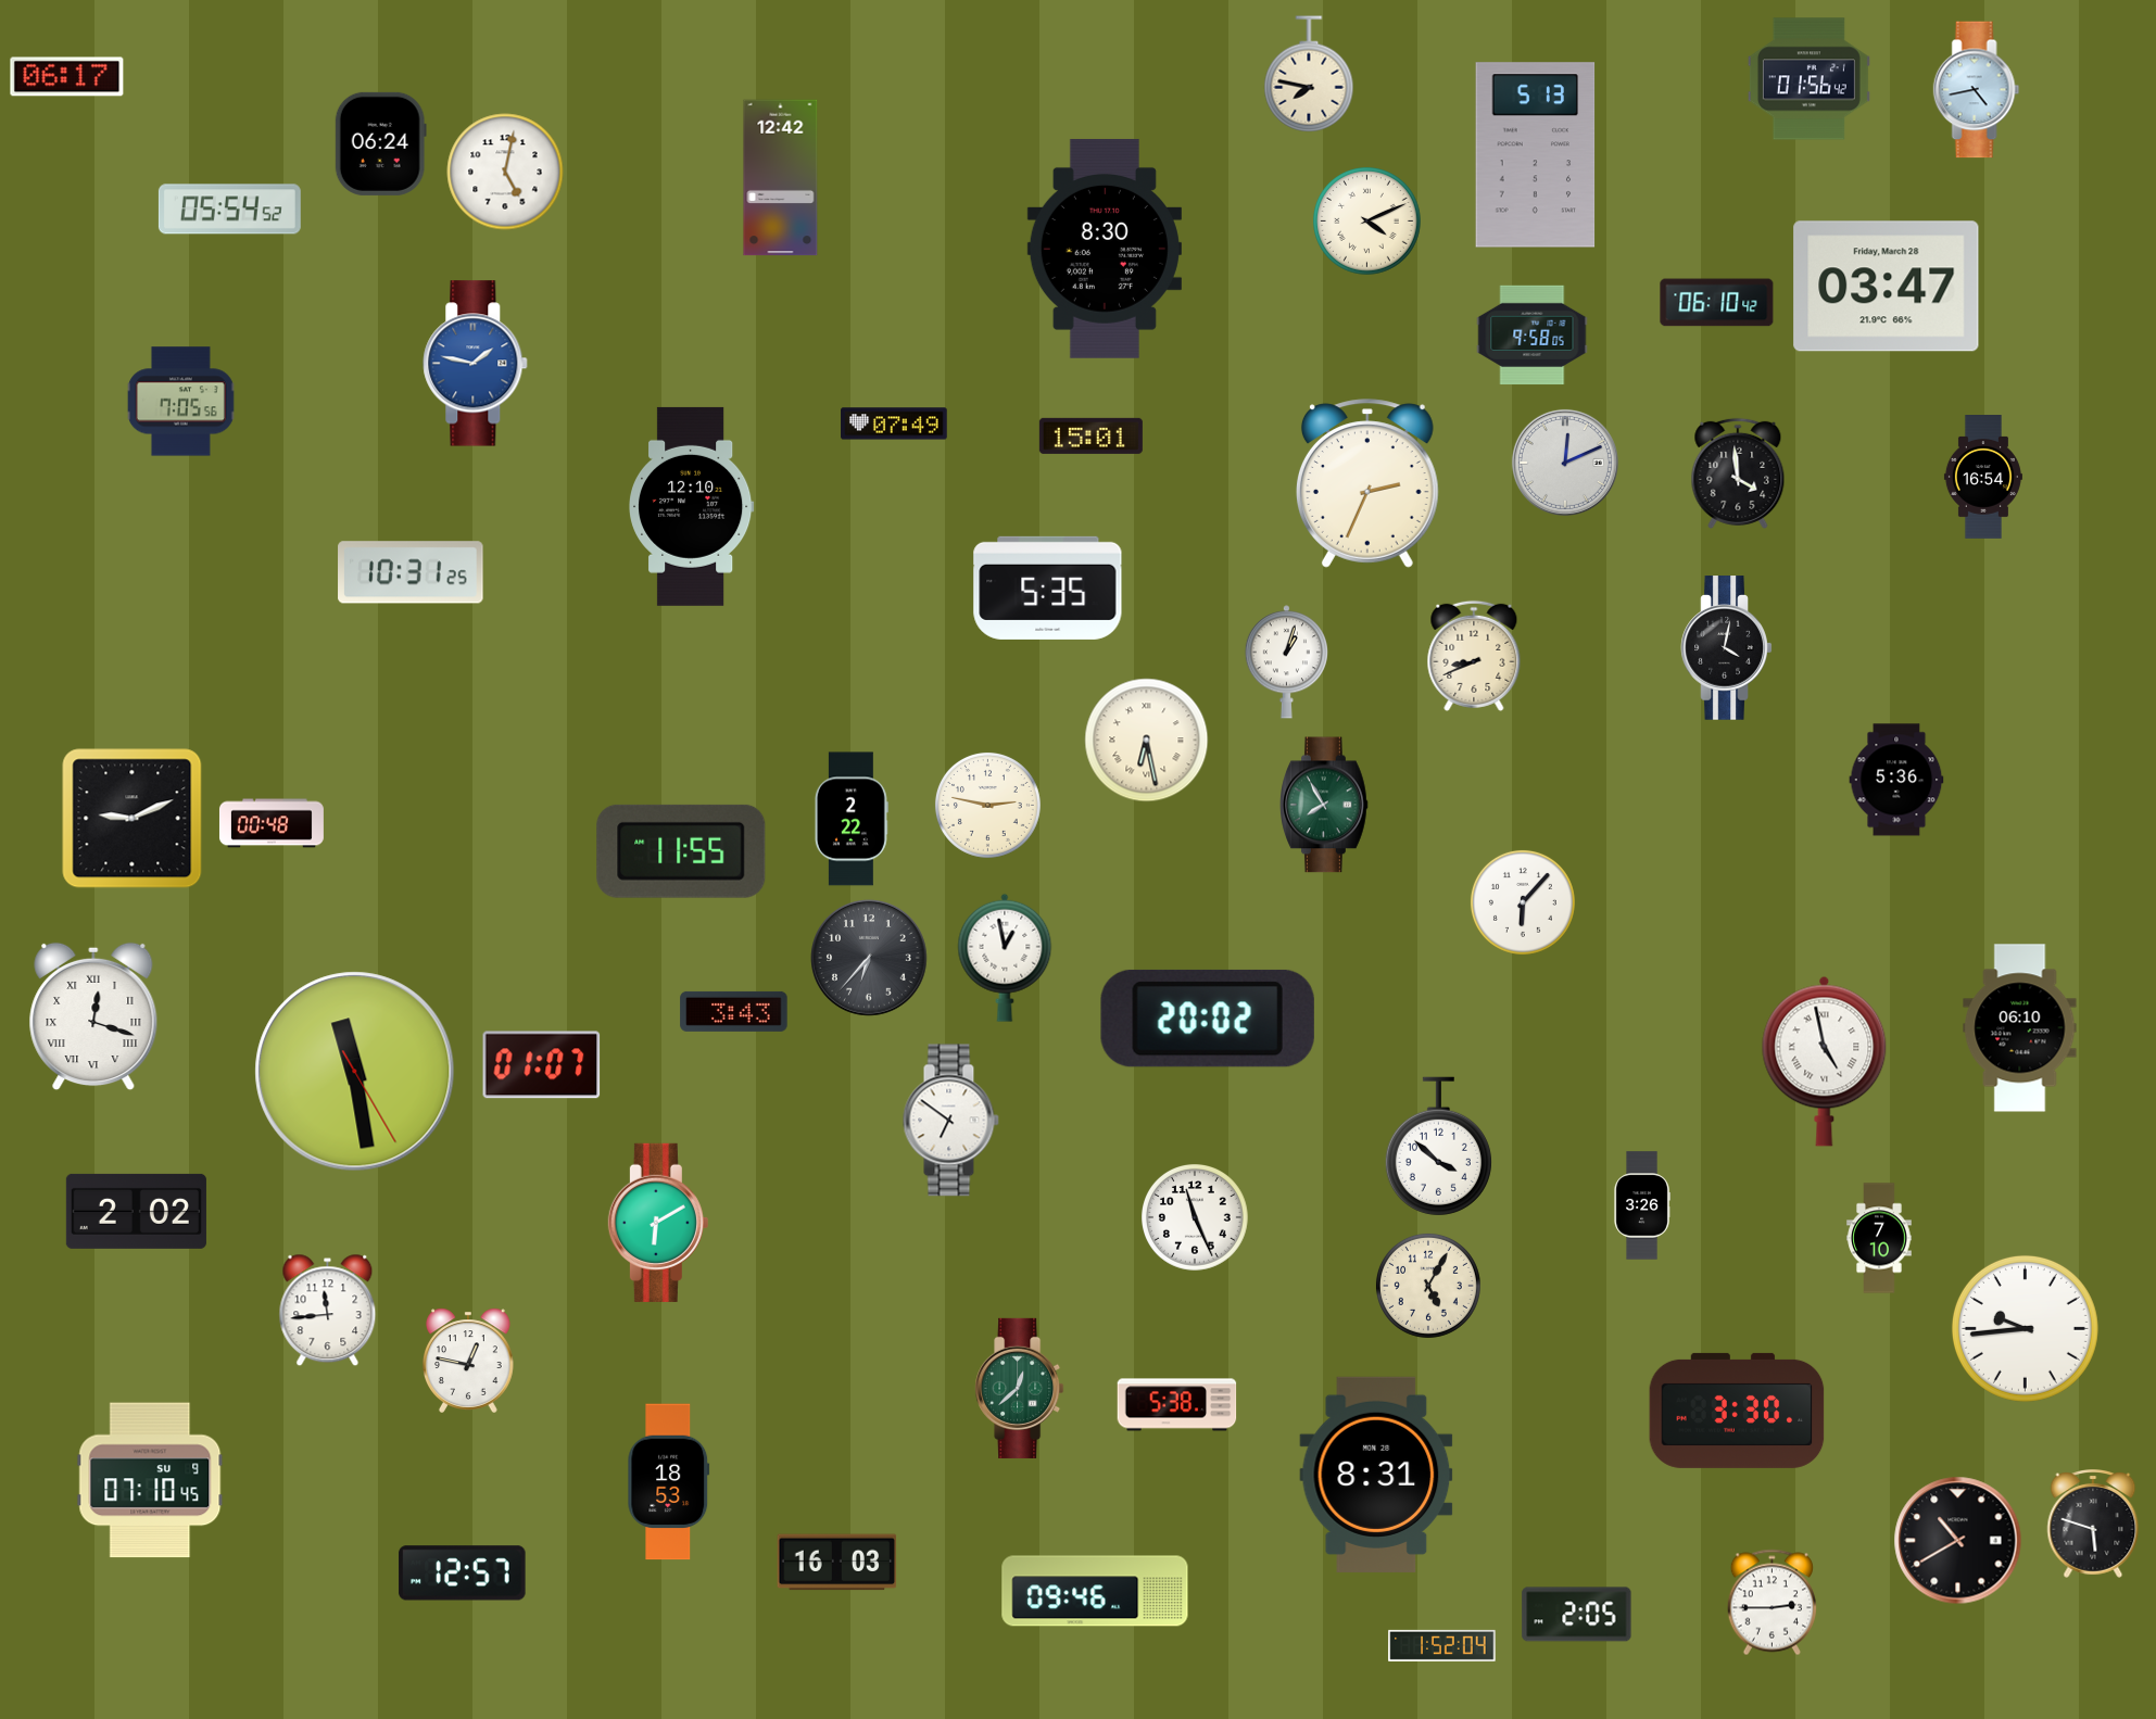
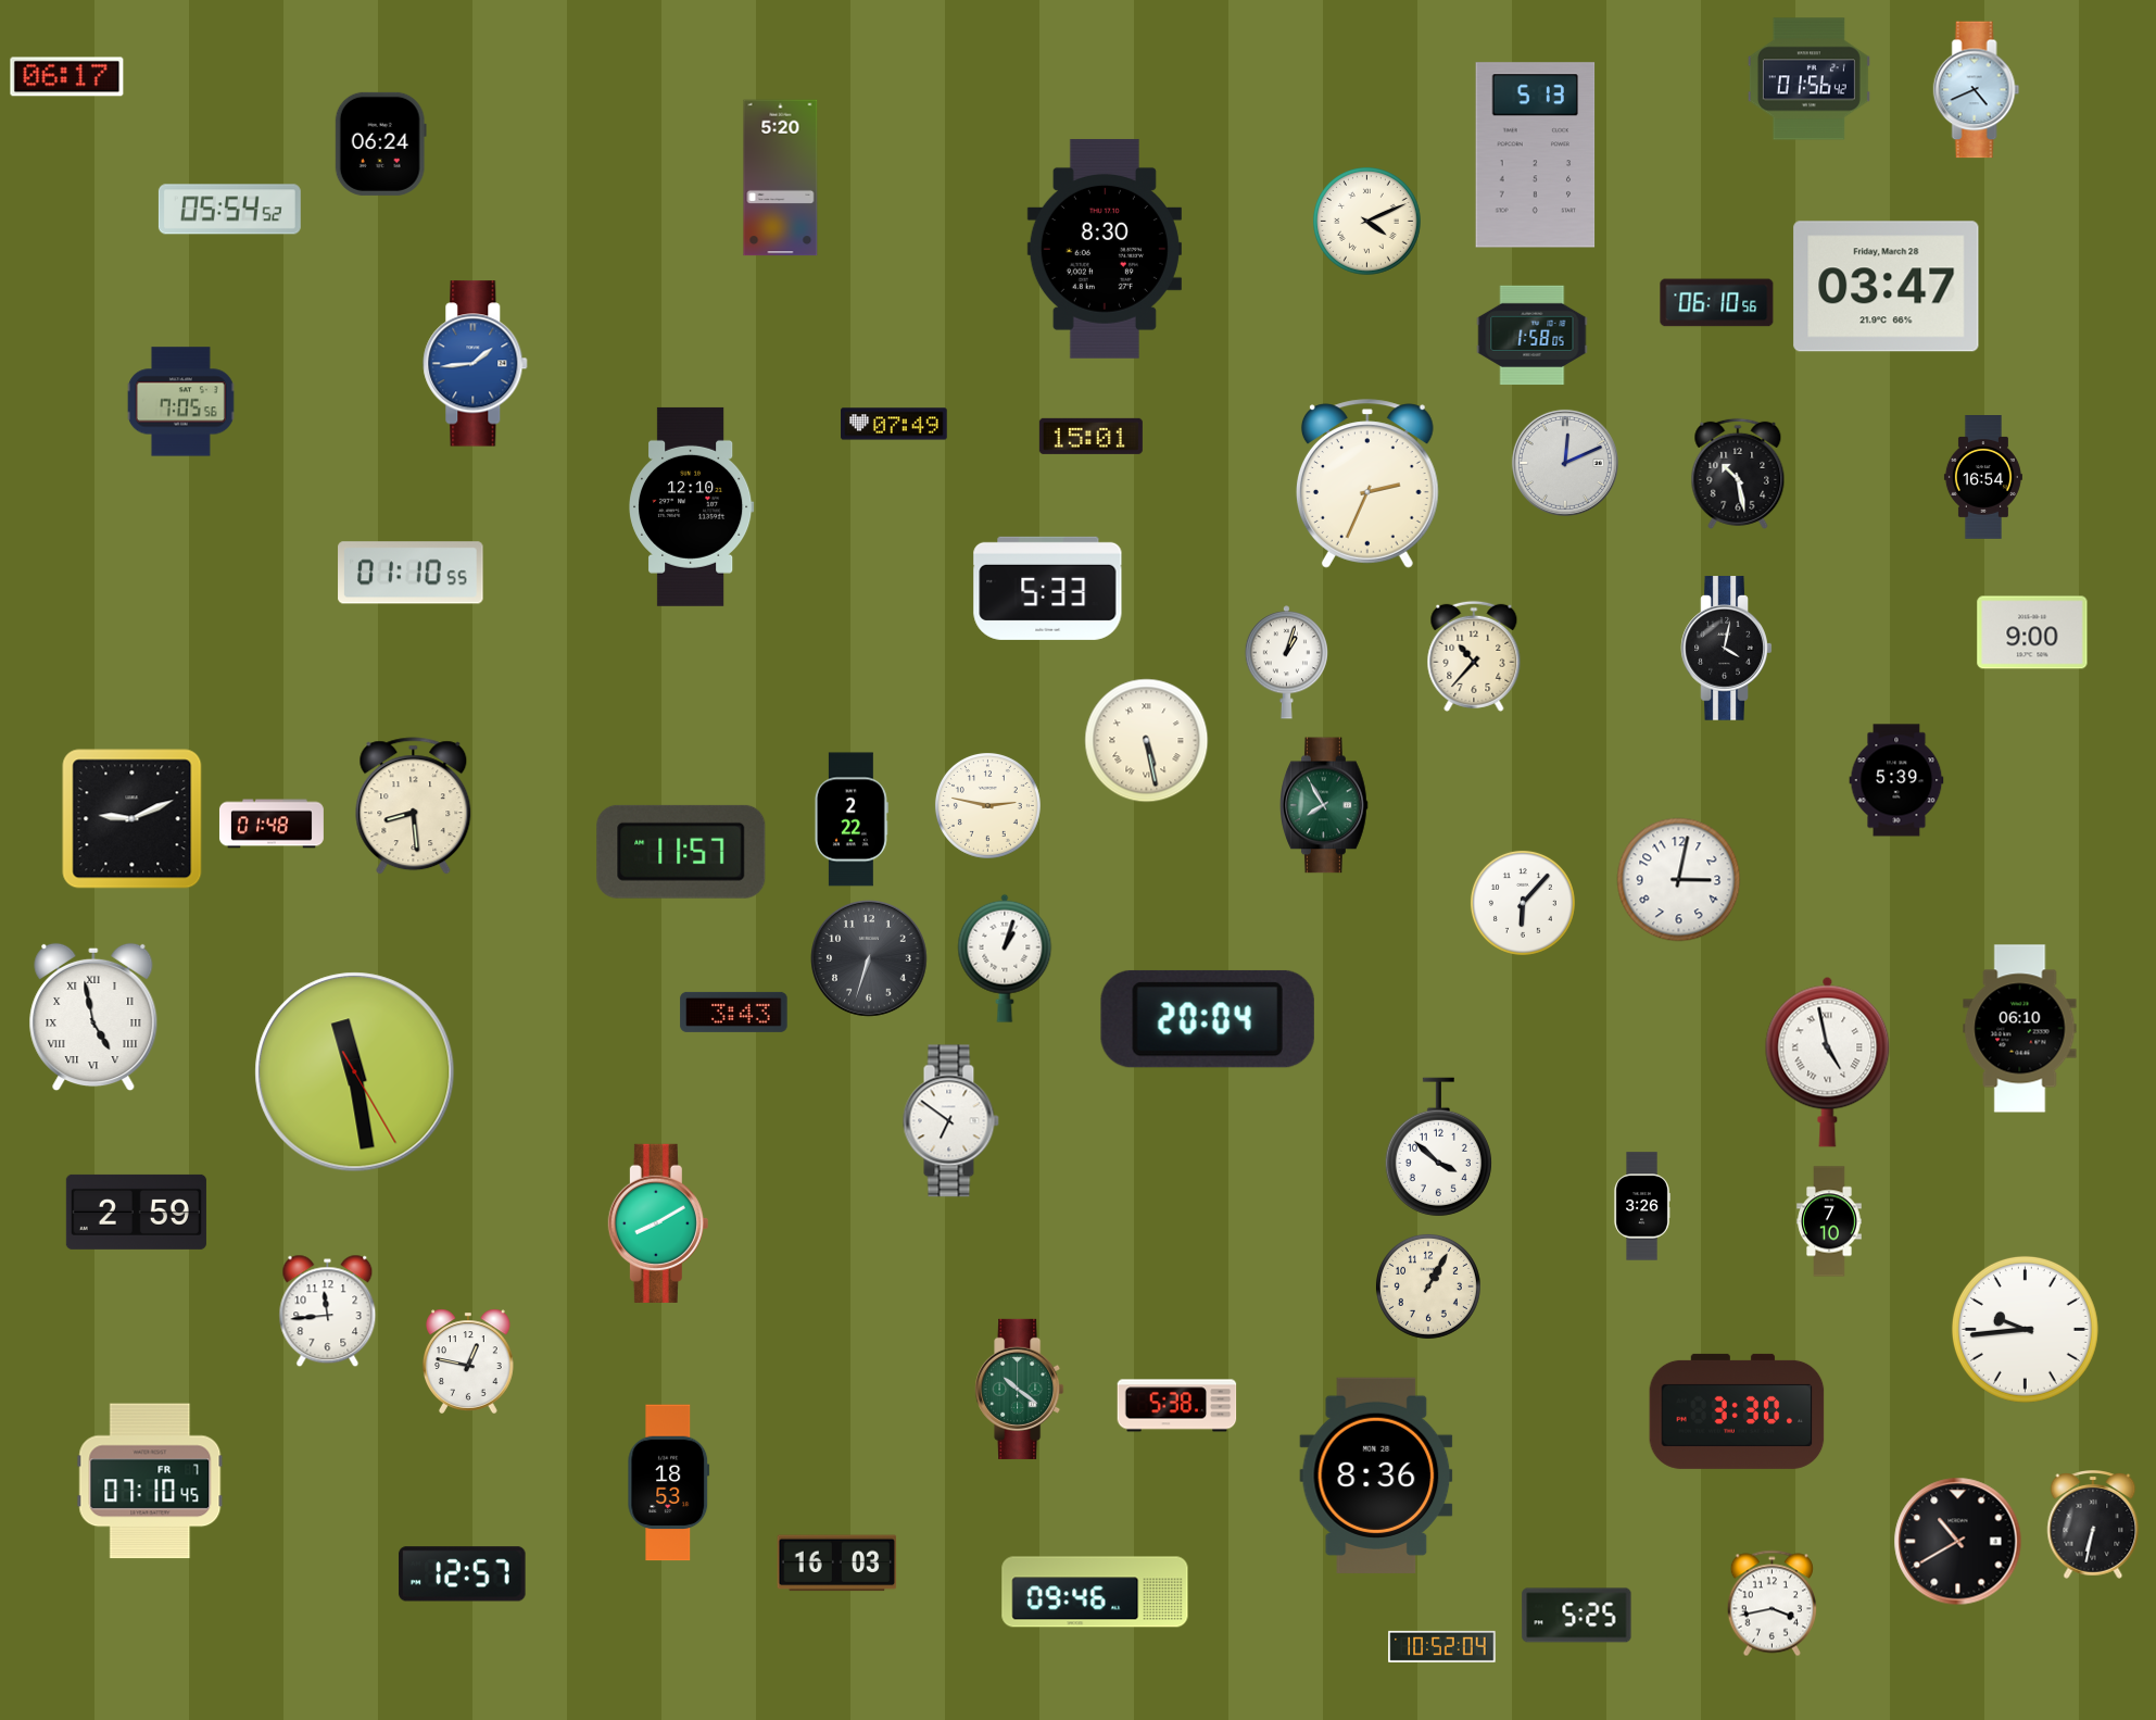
clock at (1309, 74): 7:47 -> none
clock at (1977, 90): 4:43 -> 4:41
clock at (505, 172): 5:02 -> none
clock at (781, 178): 12:42 -> 5:20
clock at (1717, 303): 06:10:42 -> 06:10:56
clock at (1533, 336): 9:58 -> 1:58
clock at (476, 364): 1:47 -> 1:44
clock at (1738, 473): 3:59 -> 10:28
clock at (411, 572): 10:31 -> 01:10
clock at (1048, 587): 5:35 -> 5:33
clock at (2032, 632): none -> 9:00
clock at (1474, 656): 8:41 -> 10:37
clock at (1147, 741): 6:28 -> 5:28
clock at (1896, 780): 5:36 -> 5:39
clock at (414, 806): none -> 8:29
clock at (272, 823): 00:48 -> 01:48
clock at (681, 851): 11:55 -> 11:57
clock at (1679, 880): none -> 3:02
clock at (1005, 958): 12:58 -> 1:03
clock at (870, 959): 6:37 -> 6:33
clock at (93, 1016): 12:18 -> 4:58
clock at (1208, 1019): 20:02 -> 20:04
clock at (1825, 1061) position: (1825, 1061) -> (1828, 1062)
clock at (542, 1065): 01:07 -> none
clock at (136, 1211): 2:02 -> 2:59
clock at (1196, 1218): 11:26 -> none
clock at (658, 1223): 6:10 -> 8:10
clock at (1879, 1238) position: (1879, 1238) -> (1829, 1221)
clock at (1428, 1286): 5:05 -> 1:05
clock at (1020, 1388): 12:38 -> 10:21
clock at (1376, 1475): 8:31 -> 8:36
clock at (150, 1480) date: SU 9 -> FR 7
clock at (2093, 1525): 5:48 -> 6:32
clock at (1772, 1603): 2:45 -> 3:43
clock at (1577, 1615): 2:05 -> 5:25
clock at (1442, 1645): 1:52 -> 10:52
